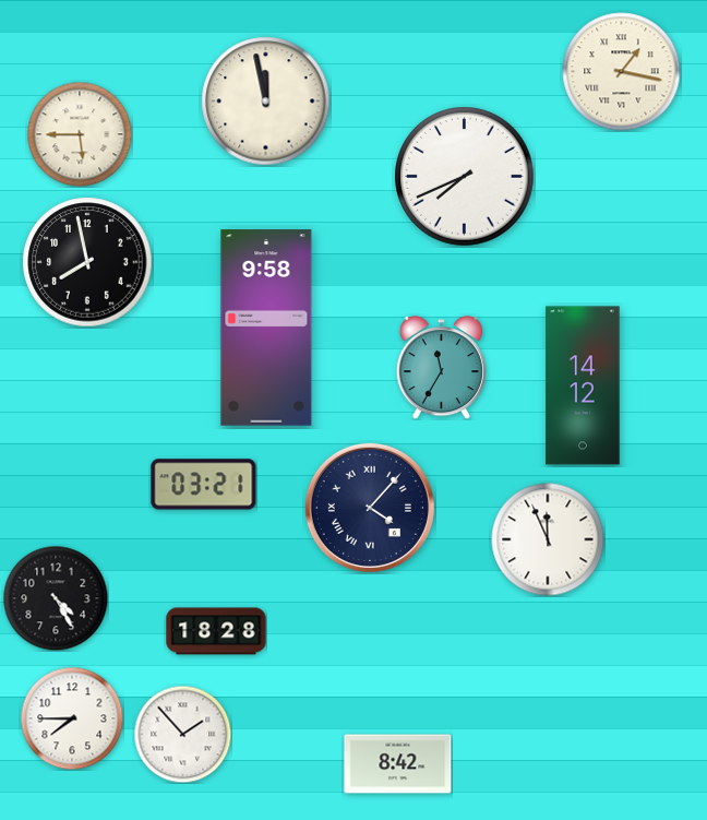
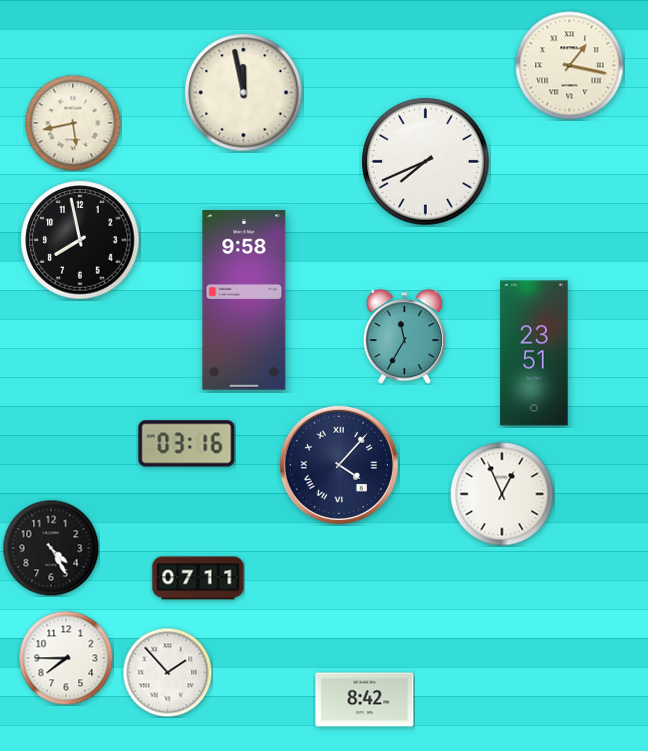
clock at (80, 134): 5:45 -> 5:43
clock at (583, 385): 14:12 -> 23:51
clock at (204, 485): 03:21 -> 03:16
clock at (548, 539): 11:56 -> 12:56
clock at (216, 631): 18:28 -> 07:11
